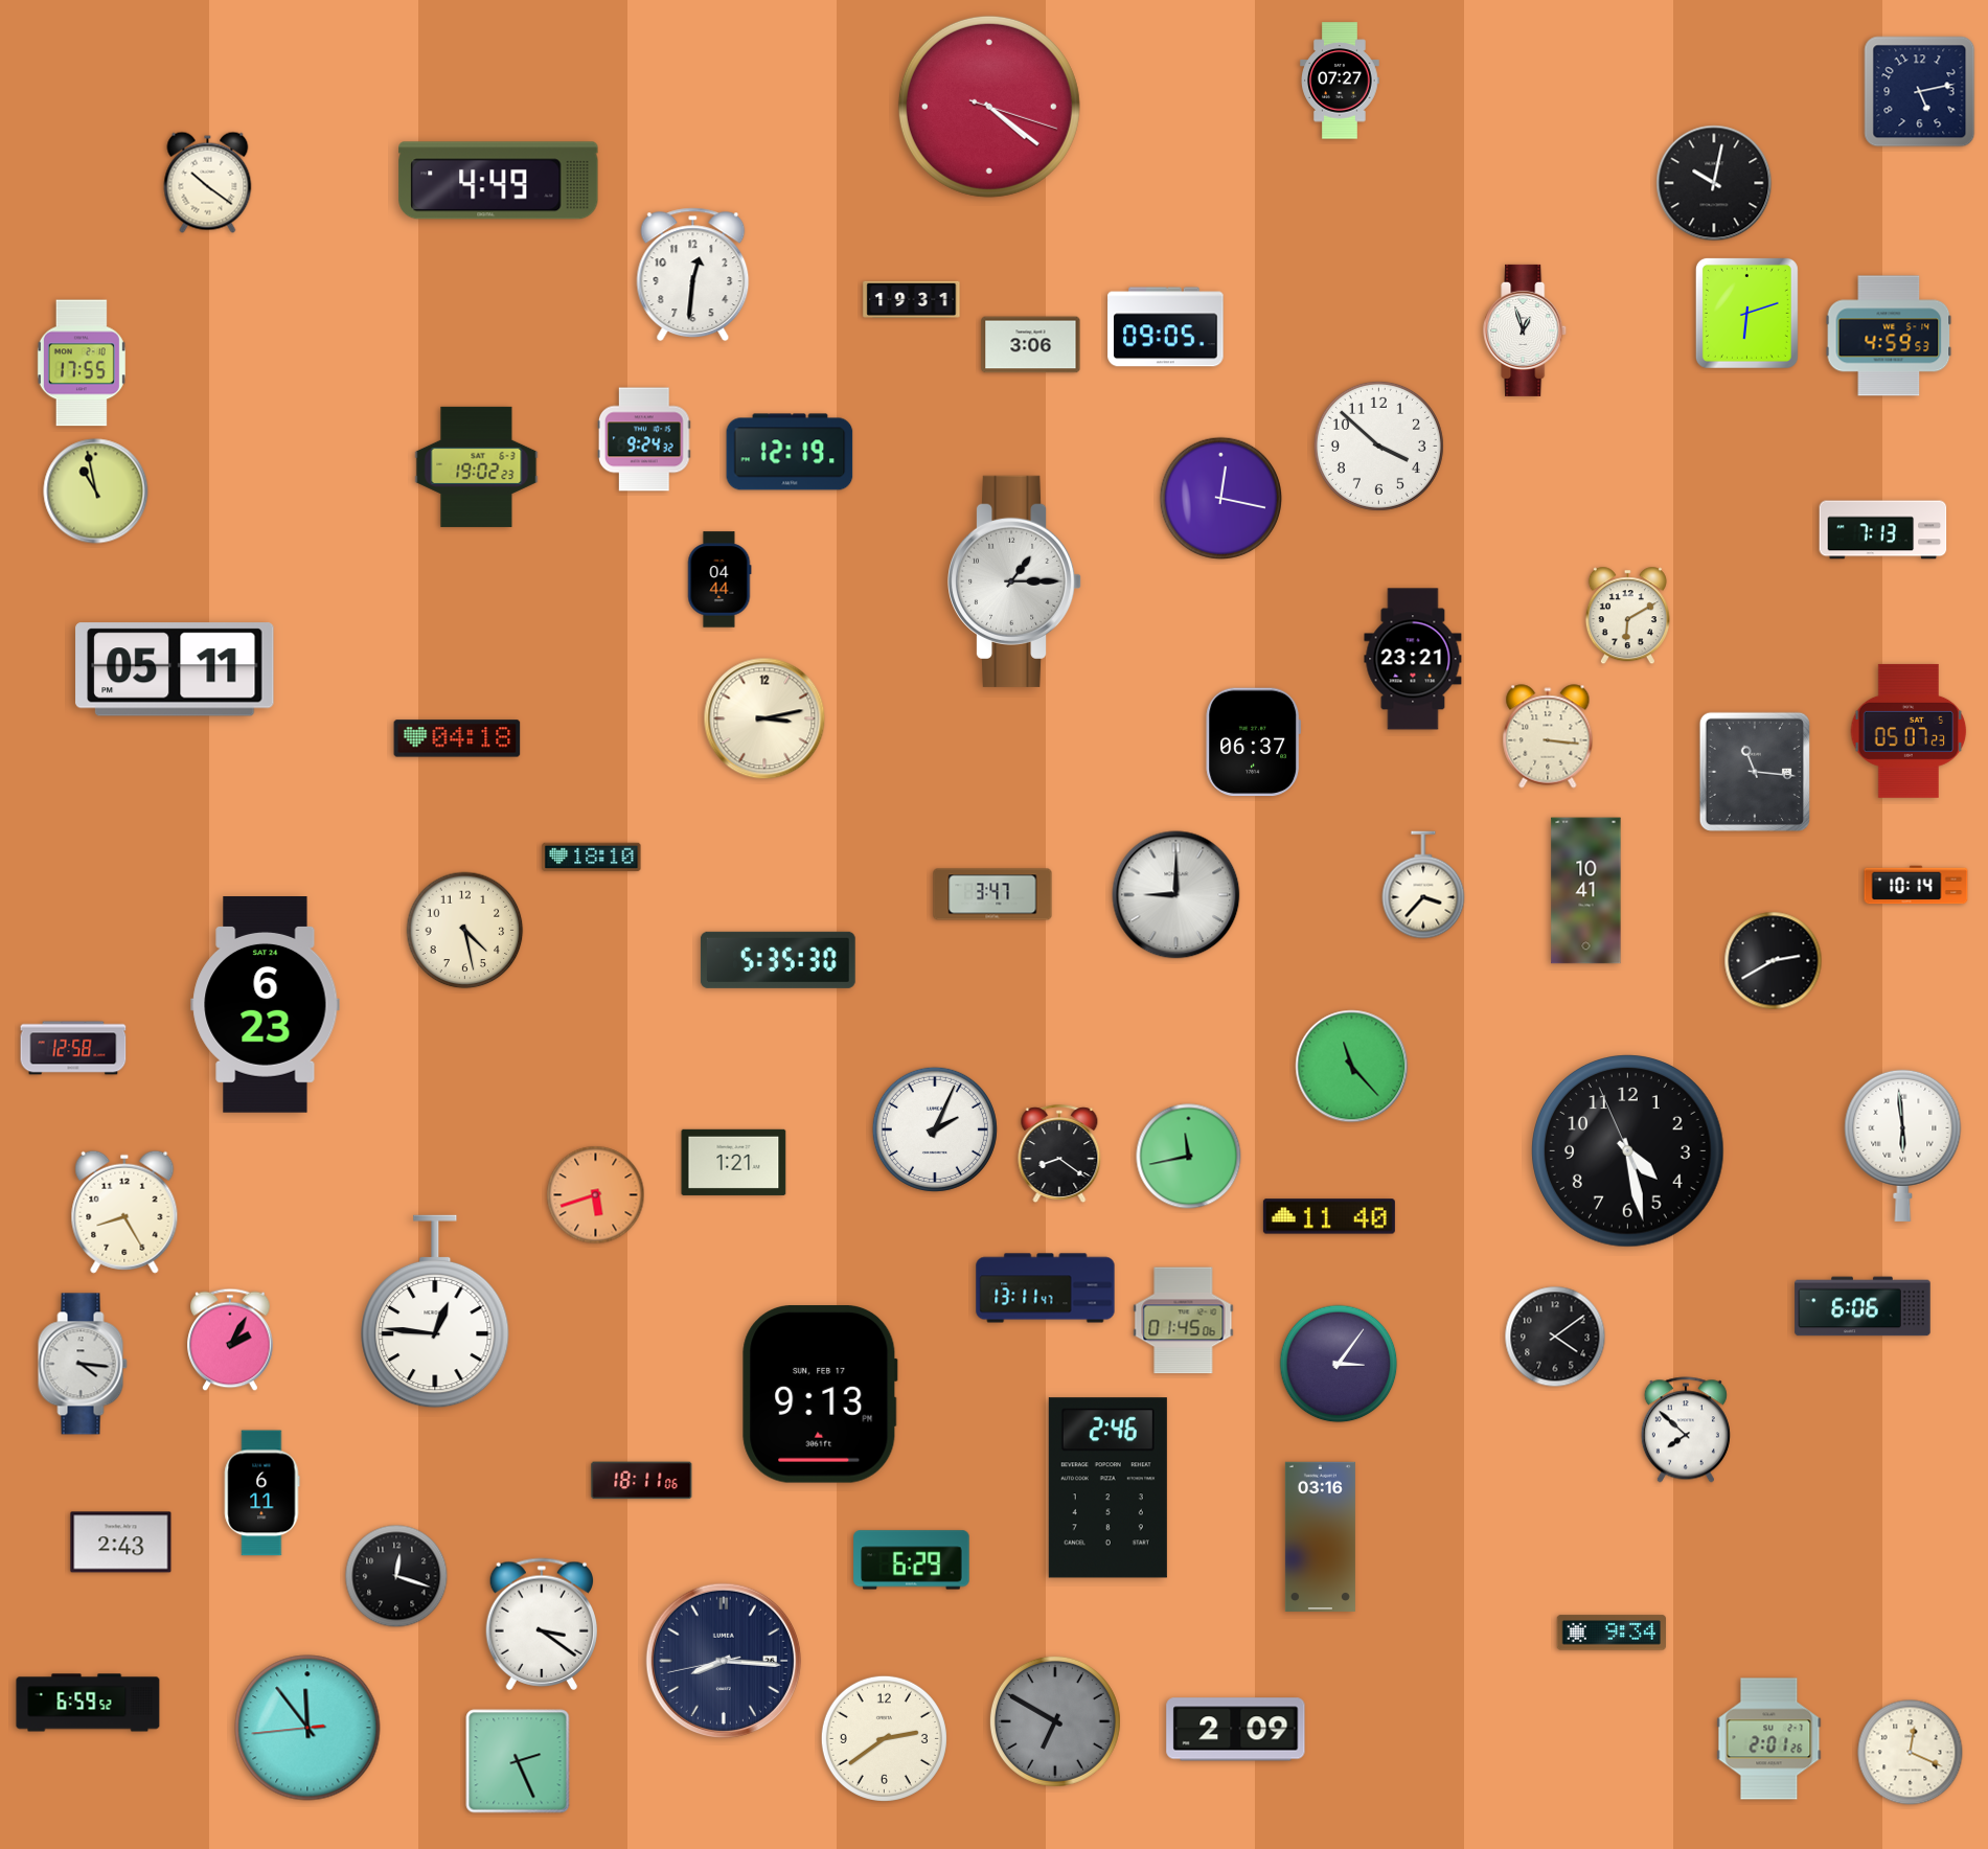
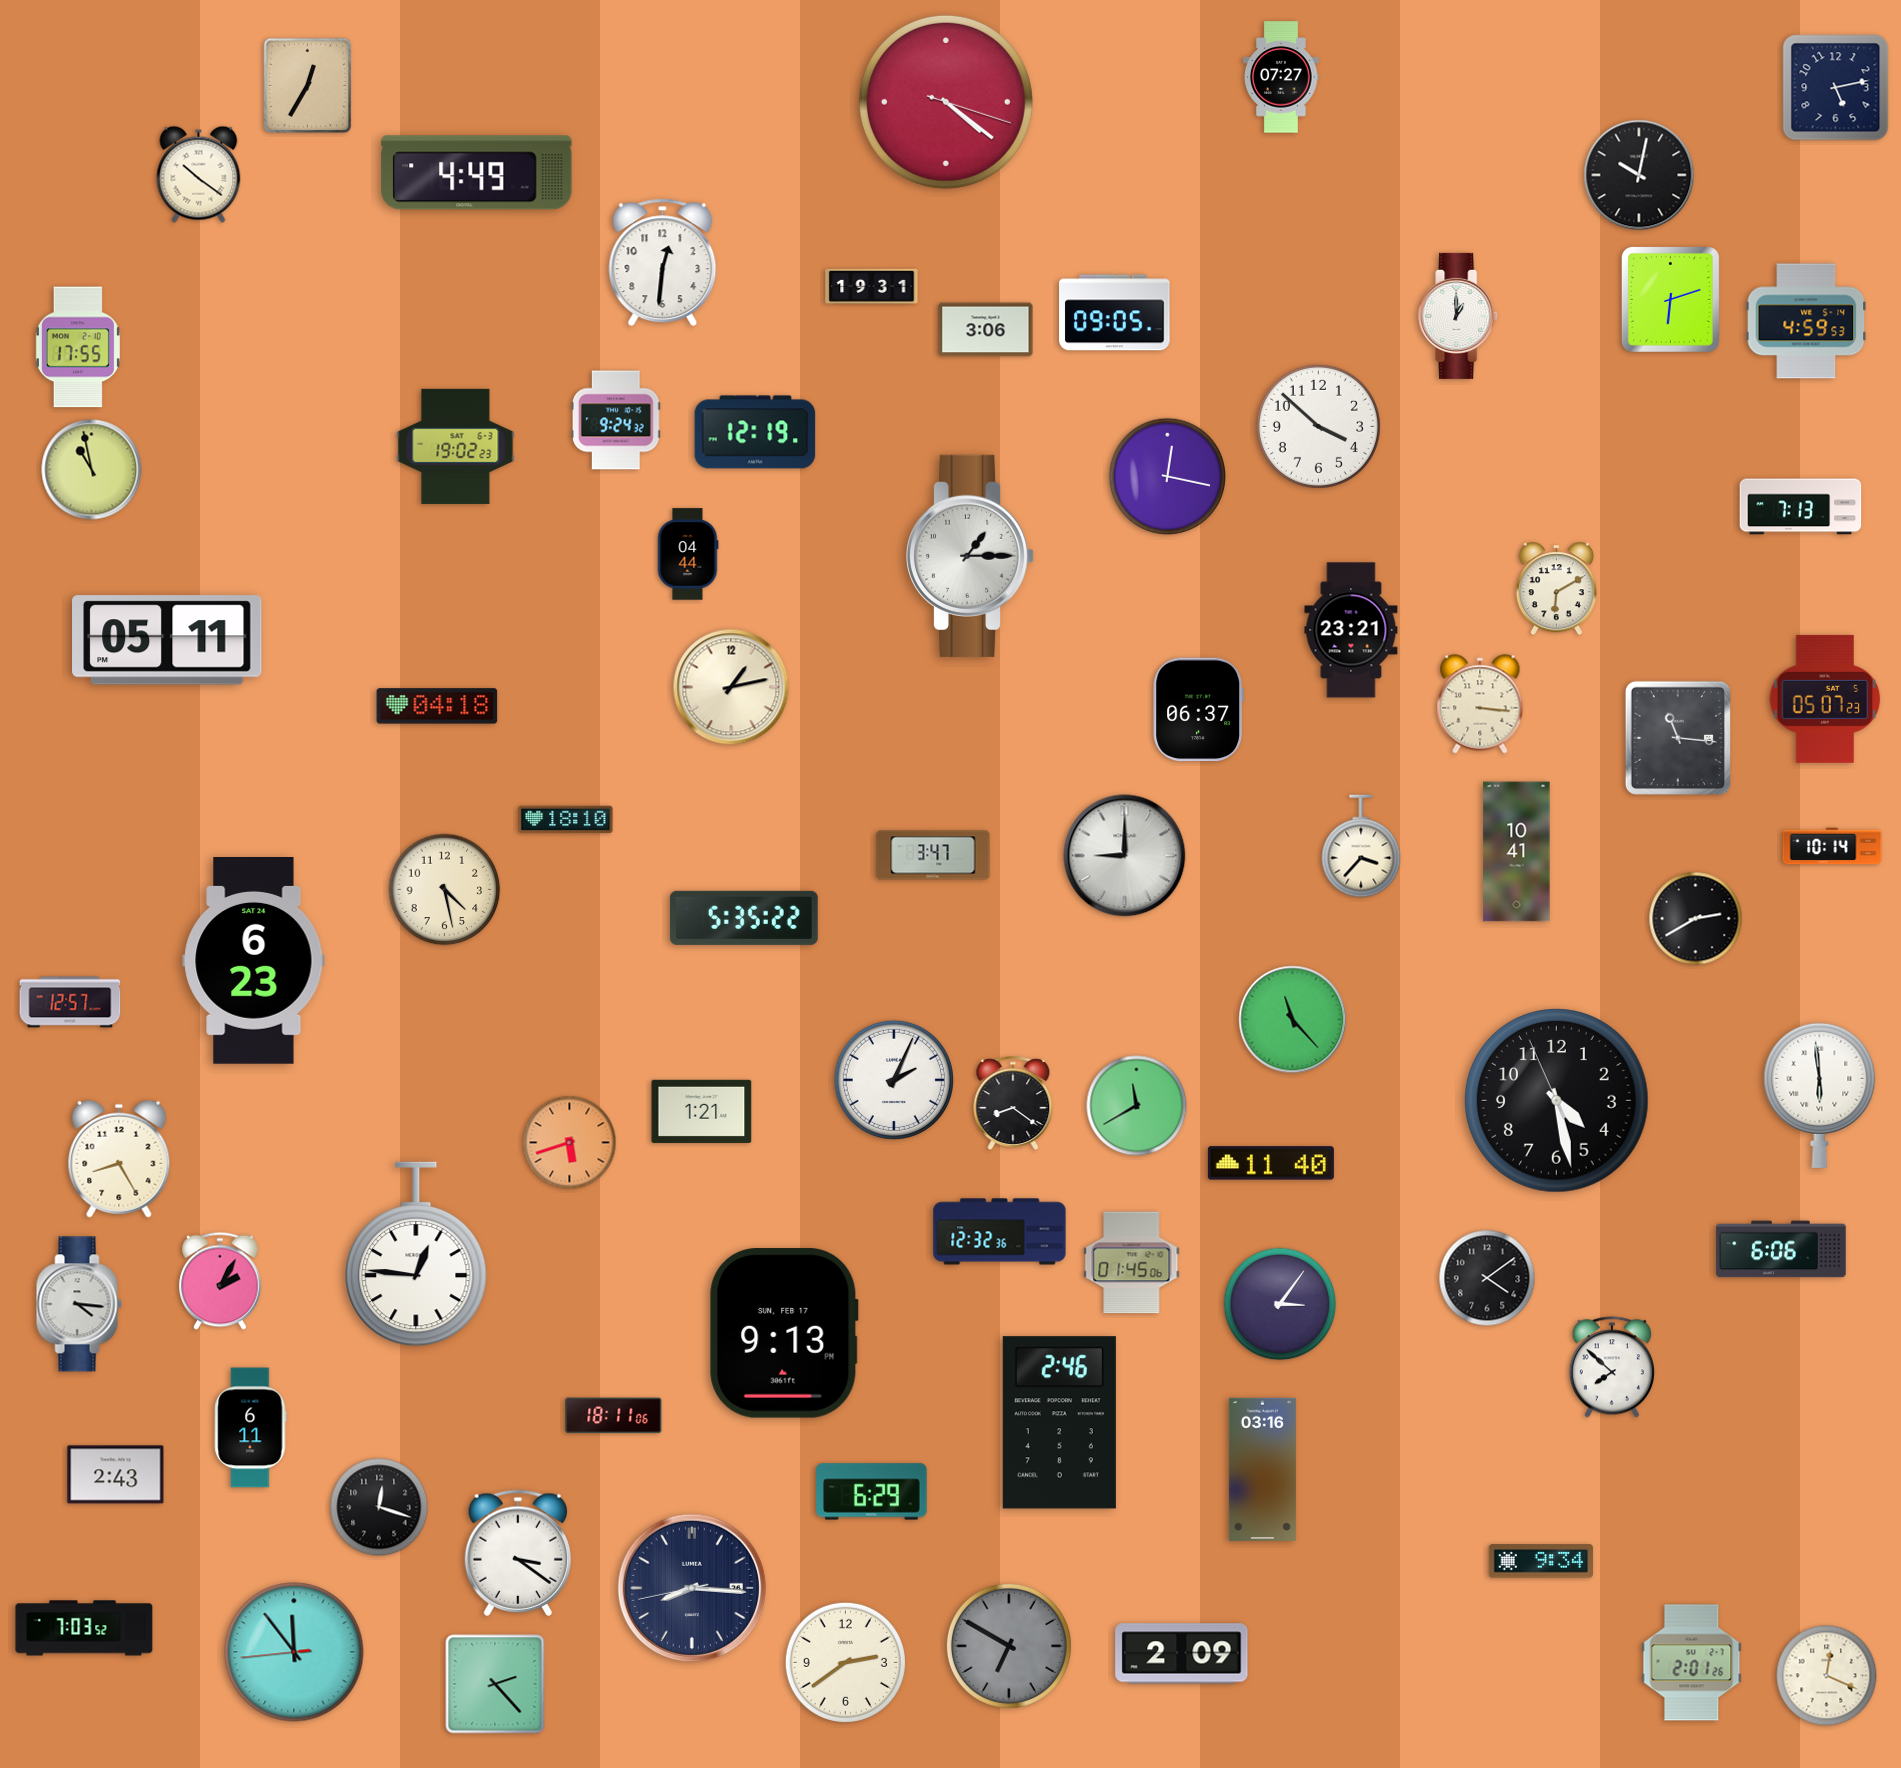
clock at (308, 86): none -> 12:35
clock at (1526, 330): 12:57 -> 1:00
clock at (764, 718): 3:13 -> 1:13
clock at (992, 894) position: (992, 894) -> (933, 855)
clock at (778, 960): 5:35:30 -> 5:35:22
clock at (73, 1048): 12:58 -> 12:57
clock at (1189, 1157): 11:43 -> 11:40
clock at (1046, 1288): 13:11 -> 12:32
clock at (88, 1703): 6:59 -> 7:03
clock at (518, 1761): 2:26 -> 2:23
